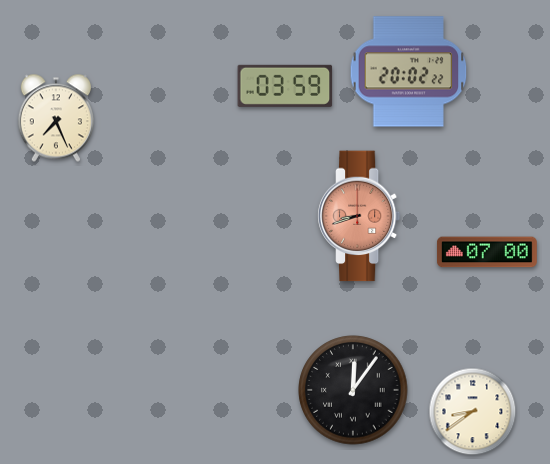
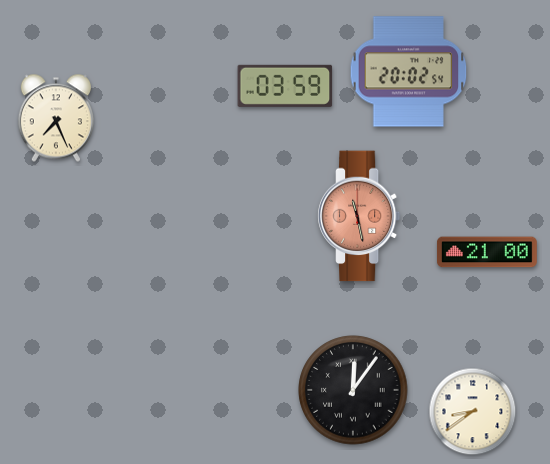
clock at (409, 72): 20:02:22 -> 20:02:54
clock at (359, 216): 8:42 -> 11:28
clock at (487, 252): 07:00 -> 21:00
